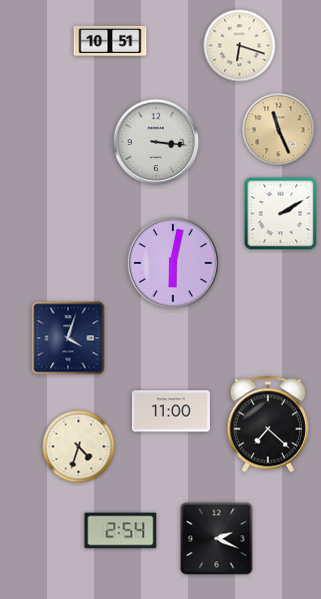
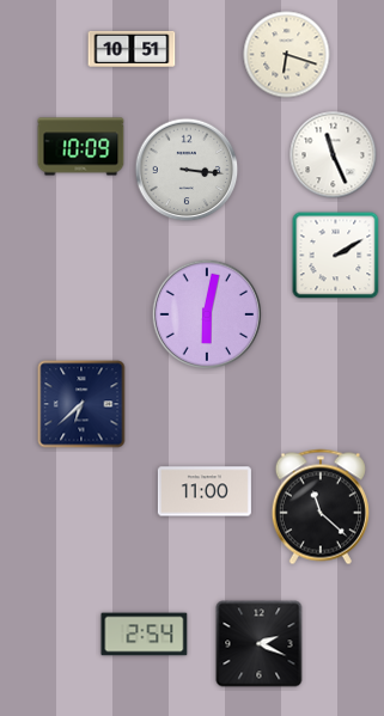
clock at (81, 147): none -> 10:09
clock at (279, 130) dial: champagne -> white
clock at (68, 338): 4:03 -> 6:38
clock at (268, 424): 7:22 -> 11:22
clock at (79, 447): 4:33 -> none
